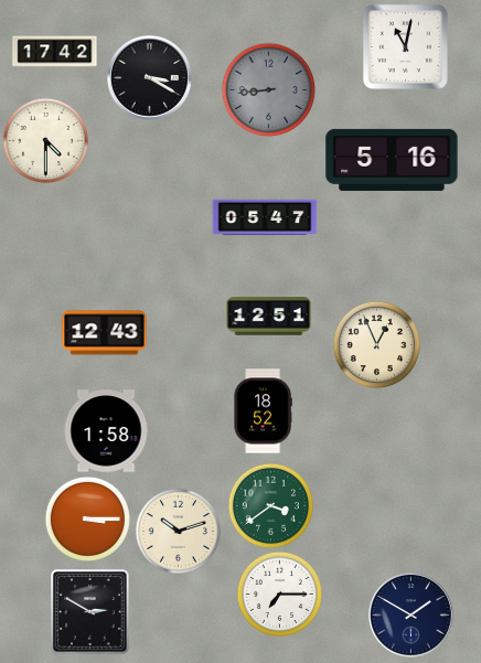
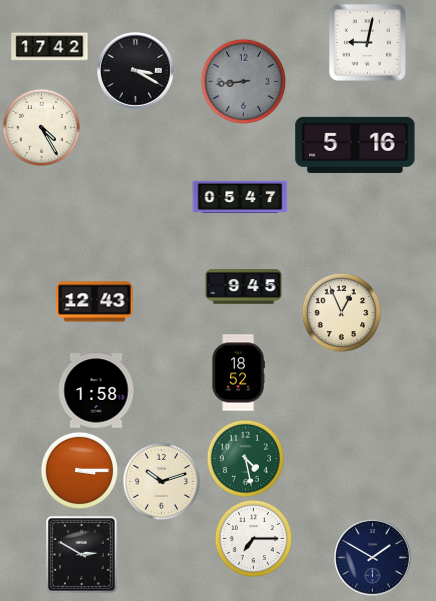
clock at (405, 46): 11:02 -> 9:02
clock at (45, 140): 4:30 -> 4:25
clock at (269, 317): 12:51 -> 9:45
clock at (270, 505): 3:39 -> 4:28
